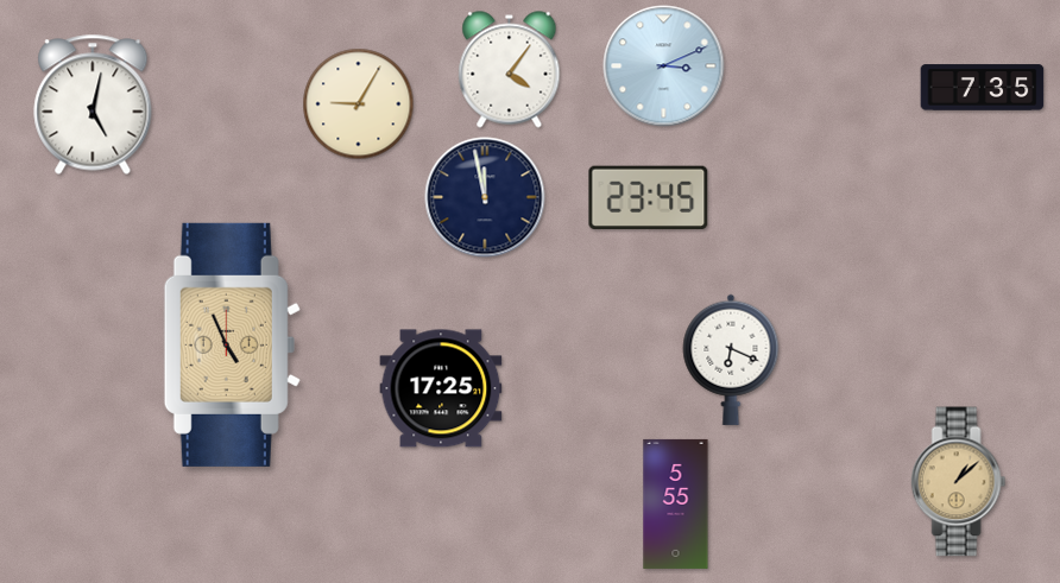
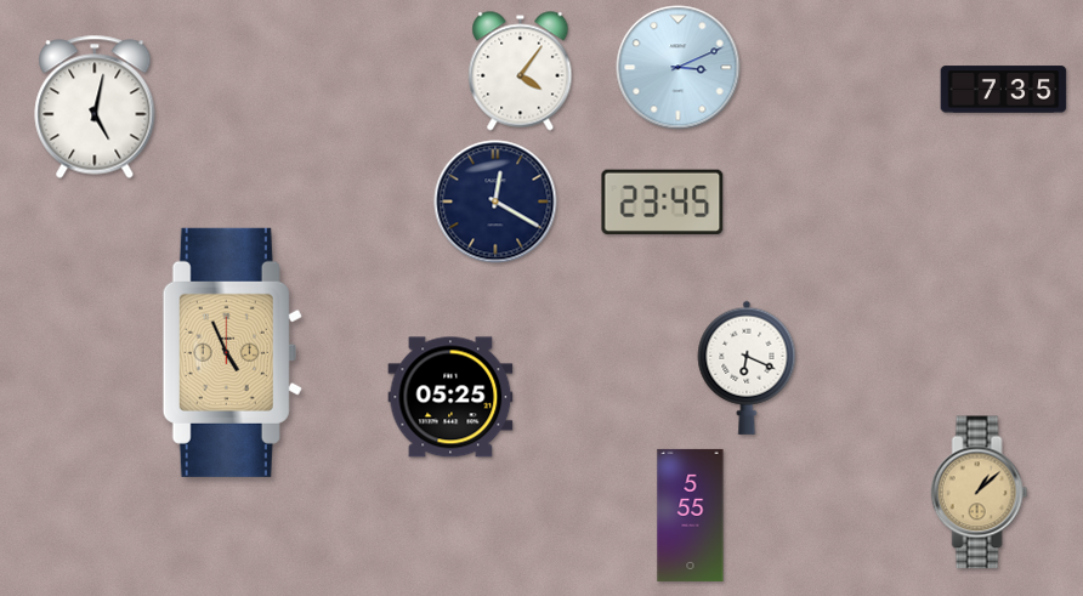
clock at (359, 104): 9:05 -> none
clock at (485, 197): 11:58 -> 12:20
clock at (232, 344) position: (232, 344) -> (232, 352)
clock at (441, 388): 17:25 -> 05:25
